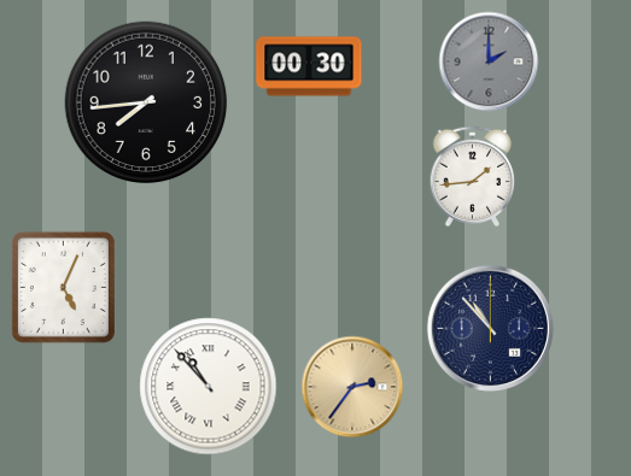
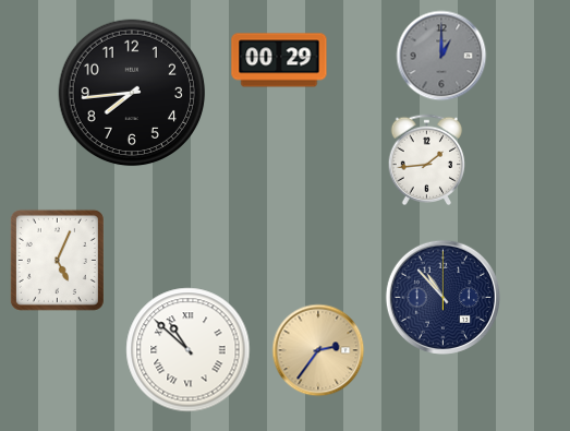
clock at (489, 61): 2:00 -> 1:00
clock at (309, 66): 00:30 -> 00:29
clock at (209, 387): 10:53 -> 10:52
